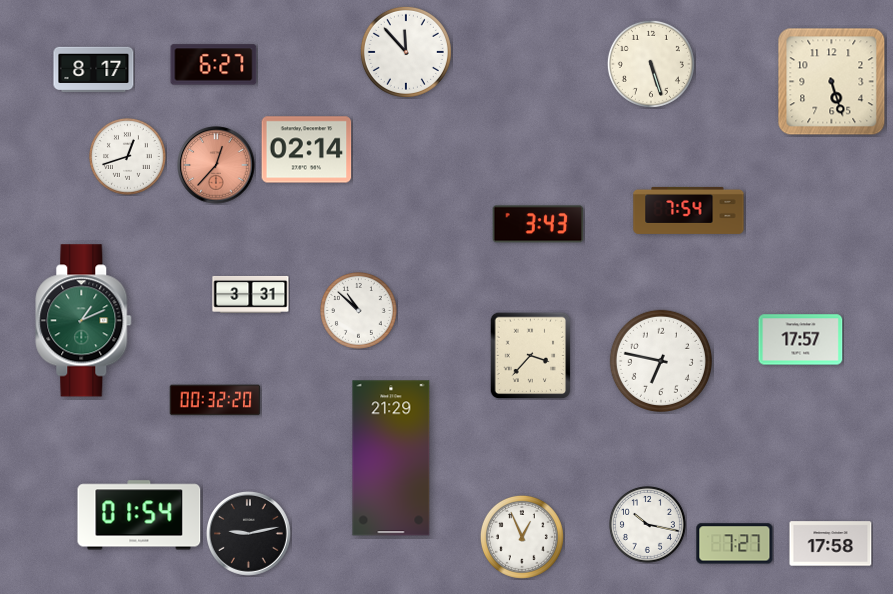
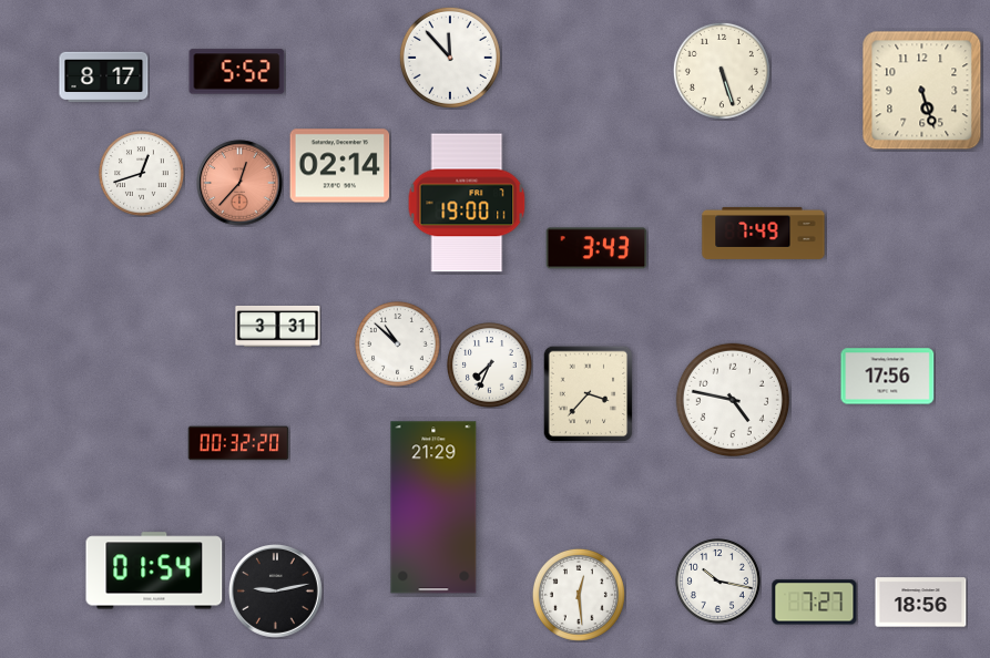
clock at (214, 65): 6:27 -> 5:52
clock at (467, 203): none -> 19:00
clock at (689, 210): 7:54 -> 7:49
clock at (84, 321): 1:11 -> none
clock at (490, 366): none -> 7:34
clock at (801, 340): 17:57 -> 17:56
clock at (661, 361): 6:47 -> 4:47
clock at (522, 537): 12:56 -> 12:29
clock at (831, 544): 17:58 -> 18:56
